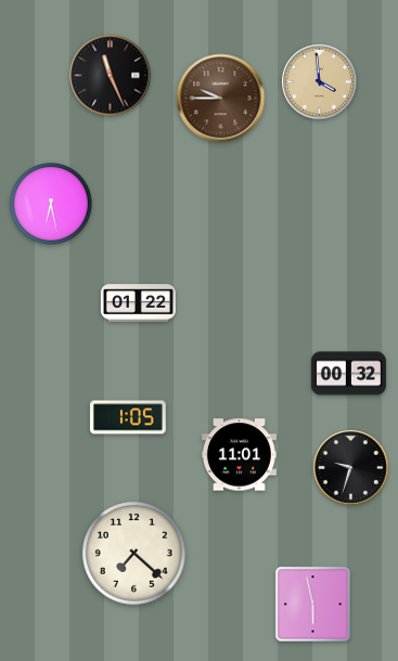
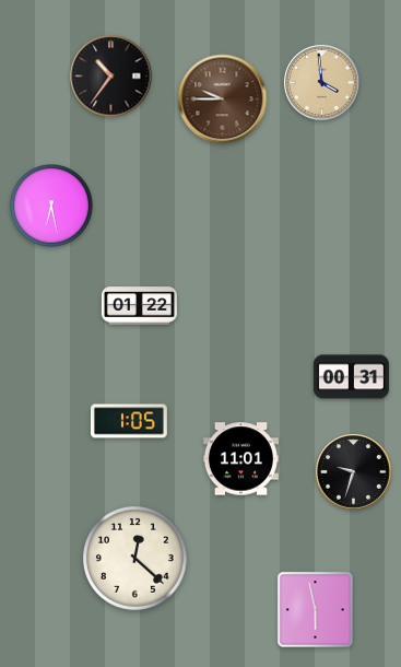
clock at (111, 76): 11:26 -> 10:36
clock at (348, 374): 00:32 -> 00:31
clock at (134, 554): 7:22 -> 12:22
